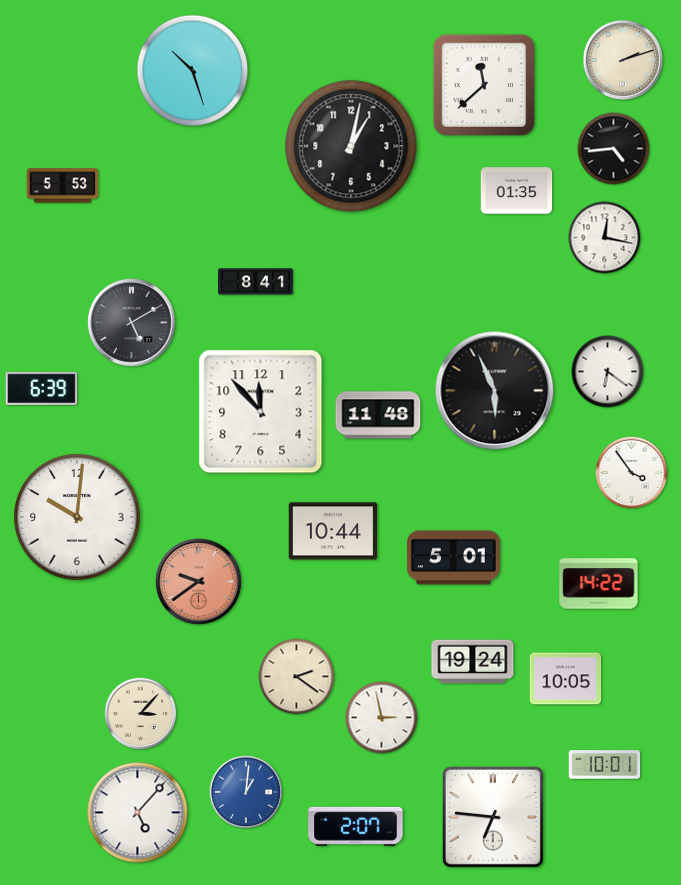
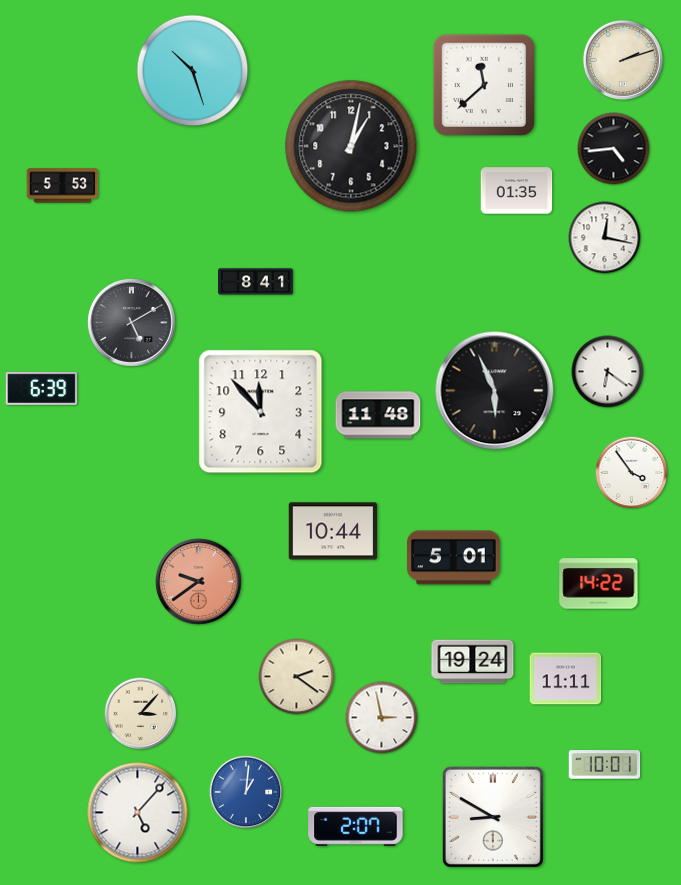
clock at (77, 517): 10:01 -> none
clock at (566, 679): 10:05 -> 11:11
clock at (493, 817): 6:46 -> 8:50
